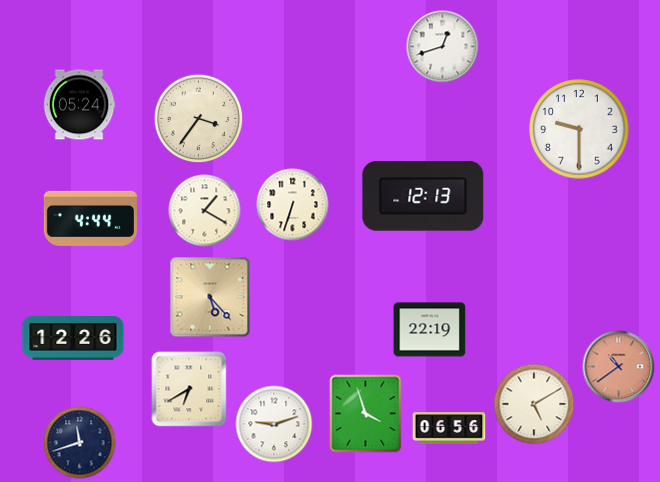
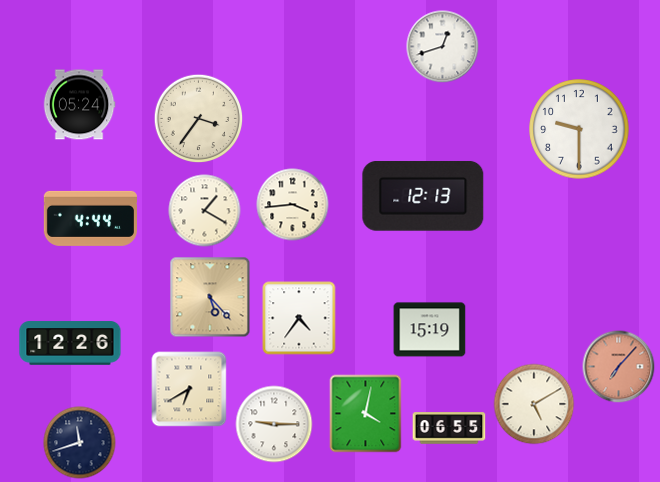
clock at (293, 205): 6:33 -> 3:44
clock at (299, 318): none -> 4:36
clock at (430, 330): 22:19 -> 15:19
clock at (73, 338) position: (73, 338) -> (70, 343)
clock at (619, 367): 10:39 -> 7:07
clock at (366, 414): 3:57 -> 4:02
clock at (274, 424): 9:12 -> 9:15
clock at (449, 428): 06:56 -> 06:55
